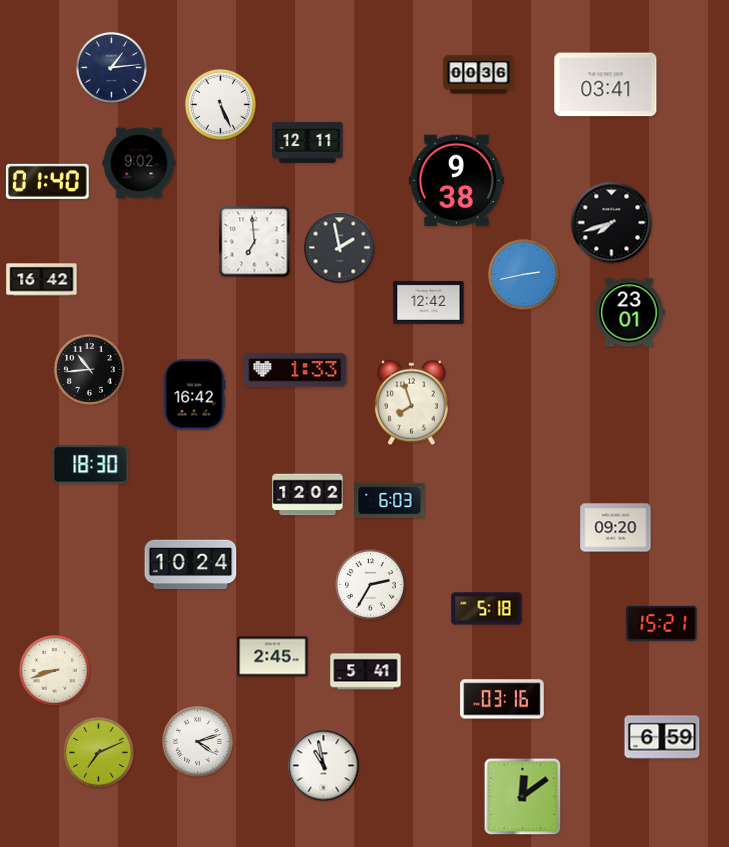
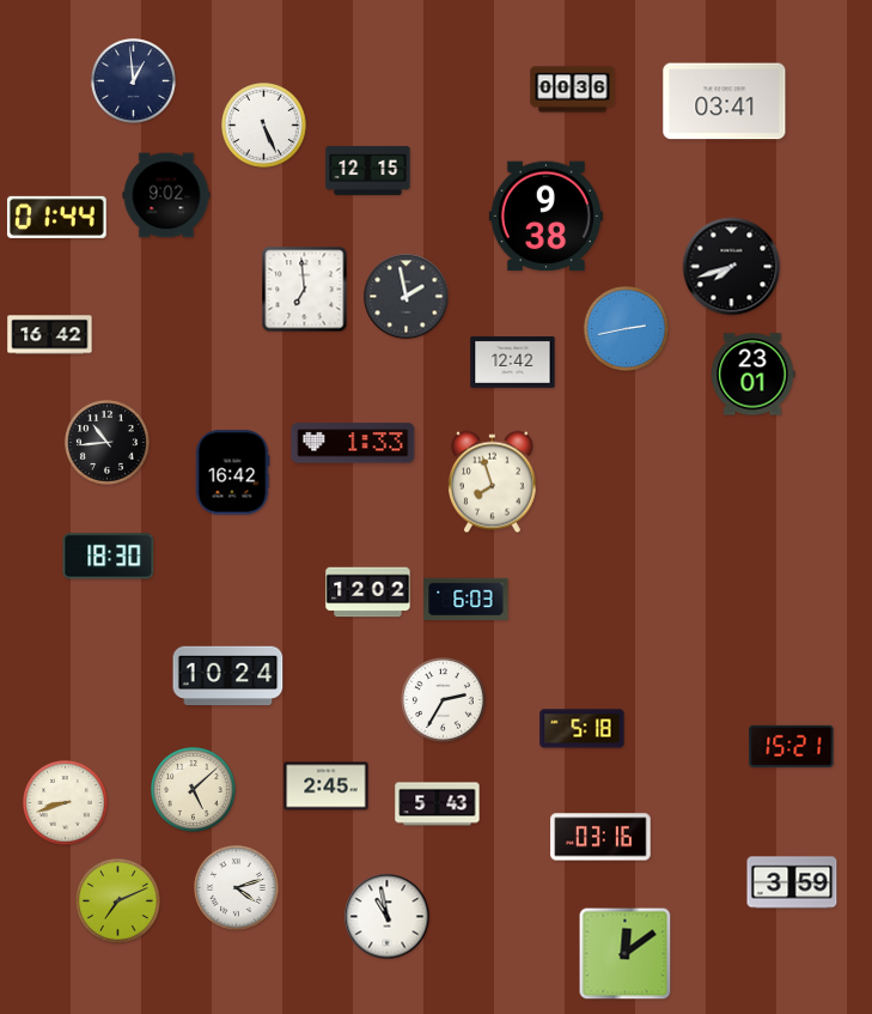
clock at (112, 68): 1:14 -> 12:59
clock at (308, 142): 12:11 -> 12:15
clock at (47, 181): 01:40 -> 01:44
clock at (616, 528): 09:20 -> none
clock at (194, 790): none -> 5:08
clock at (366, 672): 5:41 -> 5:43
clock at (662, 737): 6:59 -> 3:59
